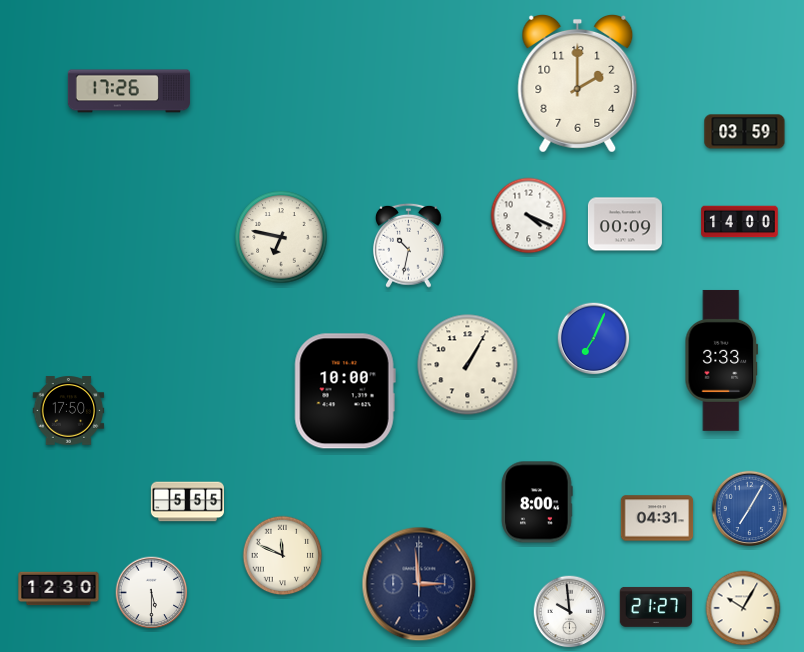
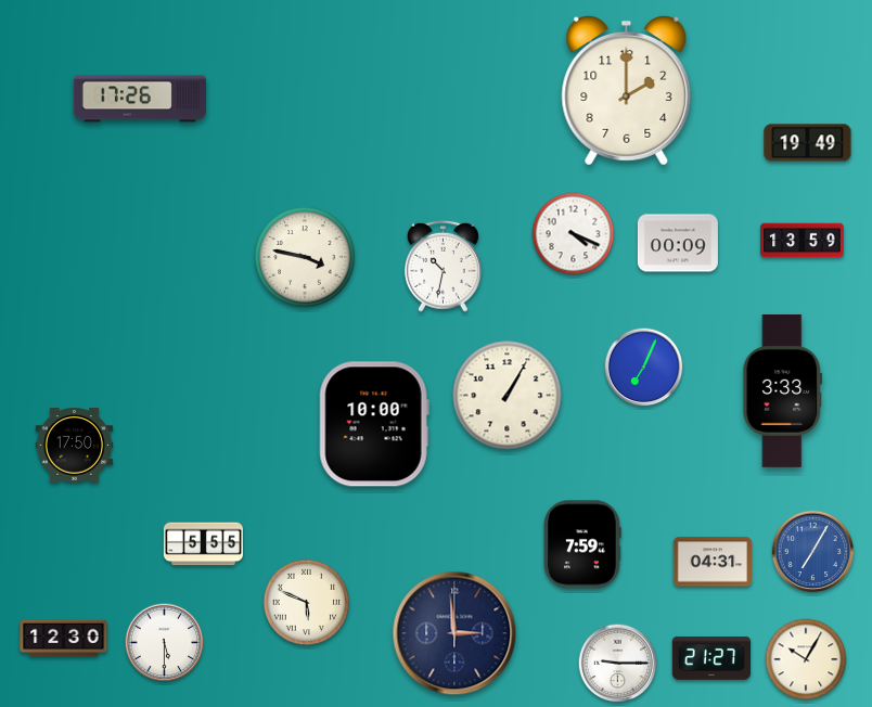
clock at (745, 132): 03:59 -> 19:49
clock at (740, 222): 14:00 -> 13:59
clock at (281, 237): 6:47 -> 3:47
clock at (537, 502): 8:00 -> 7:59
clock at (283, 556): 11:49 -> 5:49
clock at (570, 612): 9:59 -> 9:15
